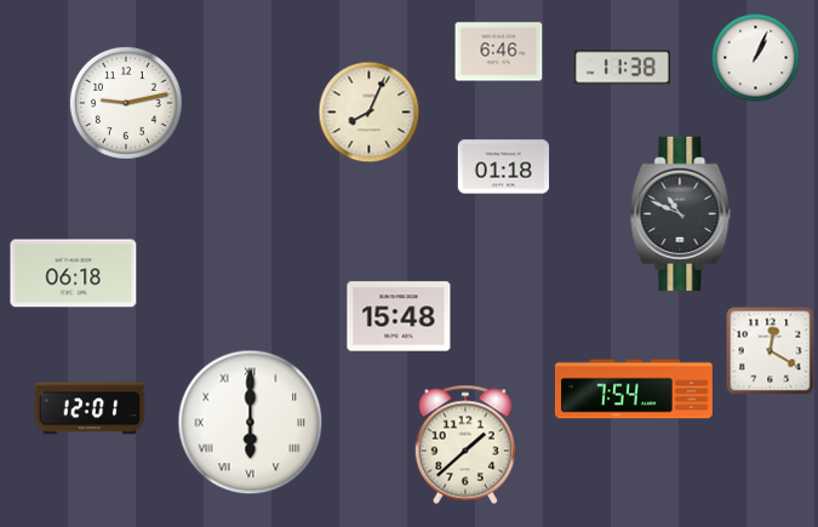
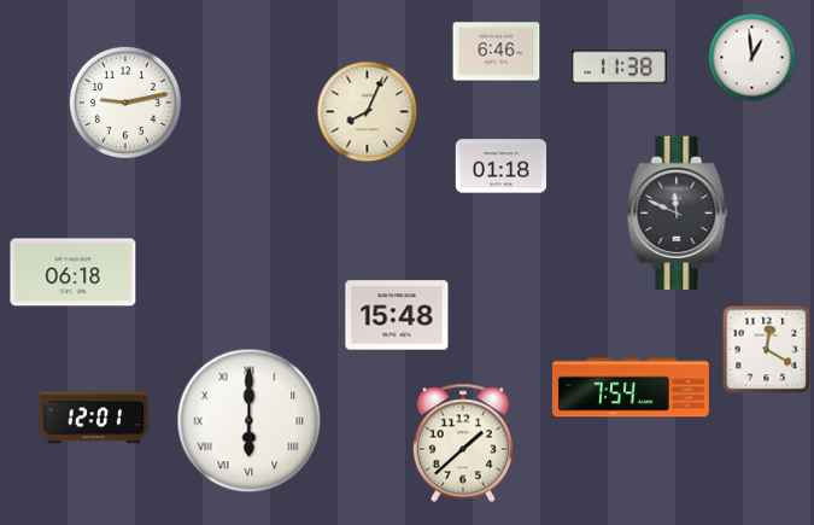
clock at (756, 58): 1:04 -> 12:59
clock at (681, 213): 10:49 -> 11:49
clock at (90, 408) position: (90, 408) -> (94, 418)
